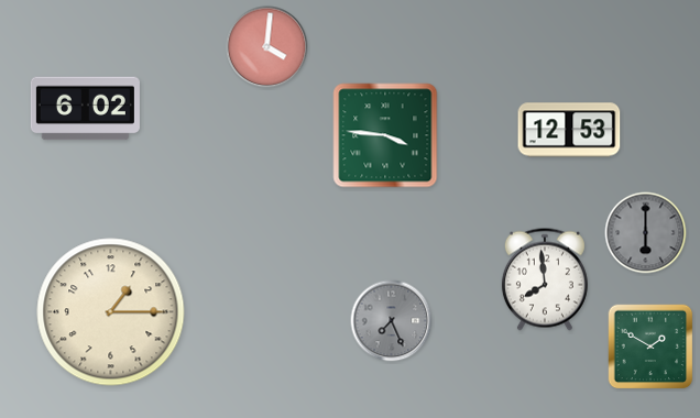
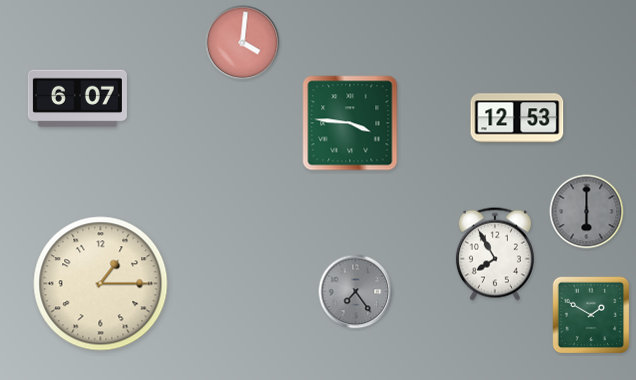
clock at (85, 109): 6:02 -> 6:07
clock at (545, 279): 7:59 -> 7:55
clock at (392, 321): 7:26 -> 7:24
